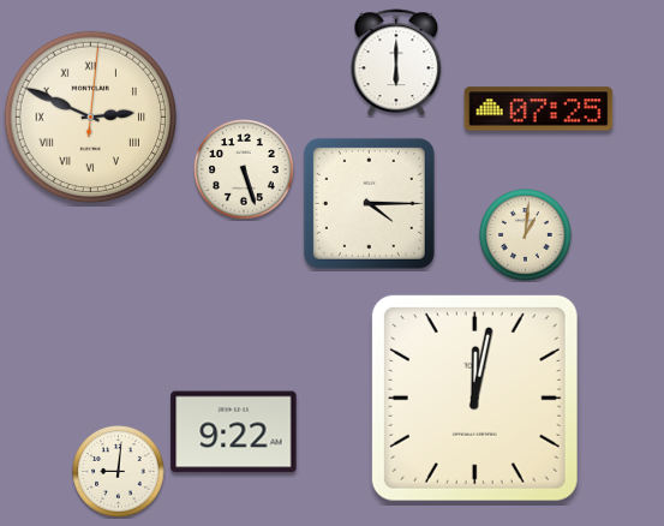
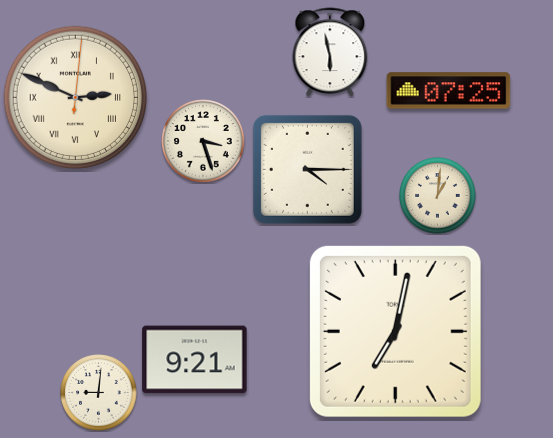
clock at (396, 62): 6:00 -> 5:58
clock at (244, 169): 5:27 -> 3:27
clock at (474, 398): 12:02 -> 7:02
clock at (234, 432): 9:22 -> 9:21
